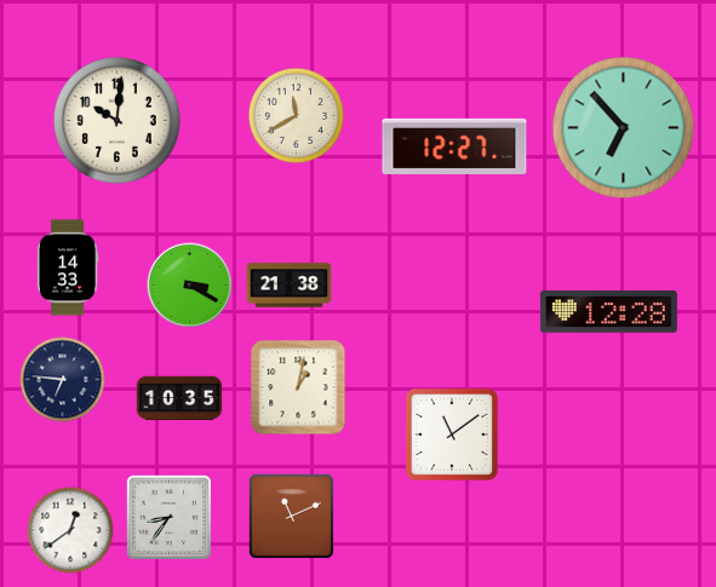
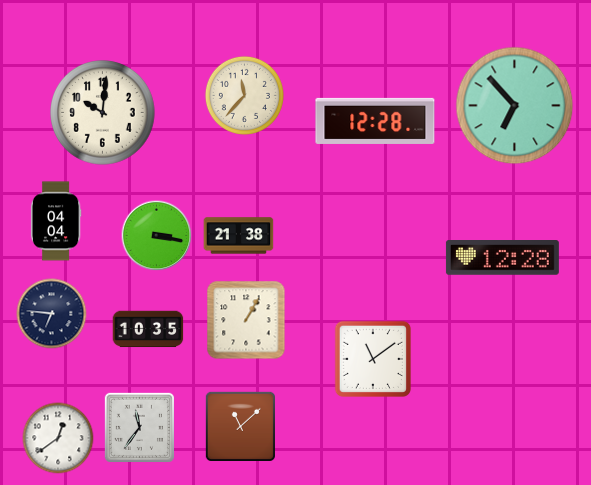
clock at (296, 115): 11:40 -> 11:37
clock at (118, 121) position: (118, 121) -> (103, 113)
clock at (454, 146): 12:27 -> 12:28
clock at (68, 267): 14:33 -> 04:04
clock at (190, 286): 3:20 -> 3:17
clock at (298, 387): 1:02 -> 1:05
clock at (291, 516): 11:11 -> 11:08
clock at (168, 517): 8:36 -> 11:36
